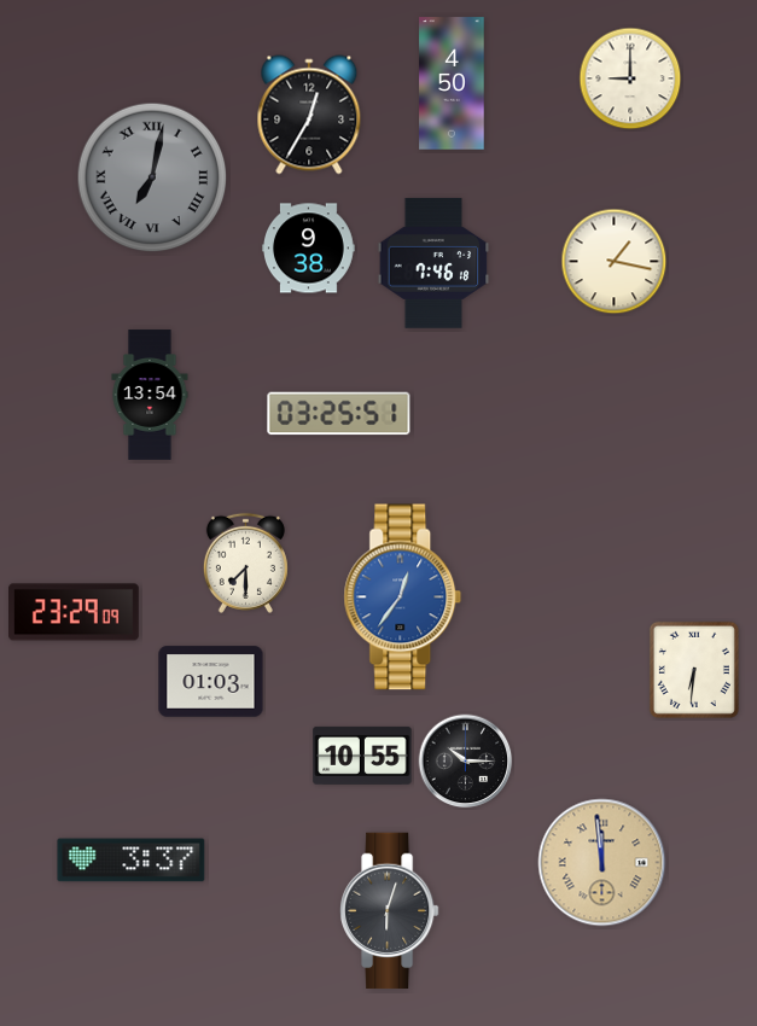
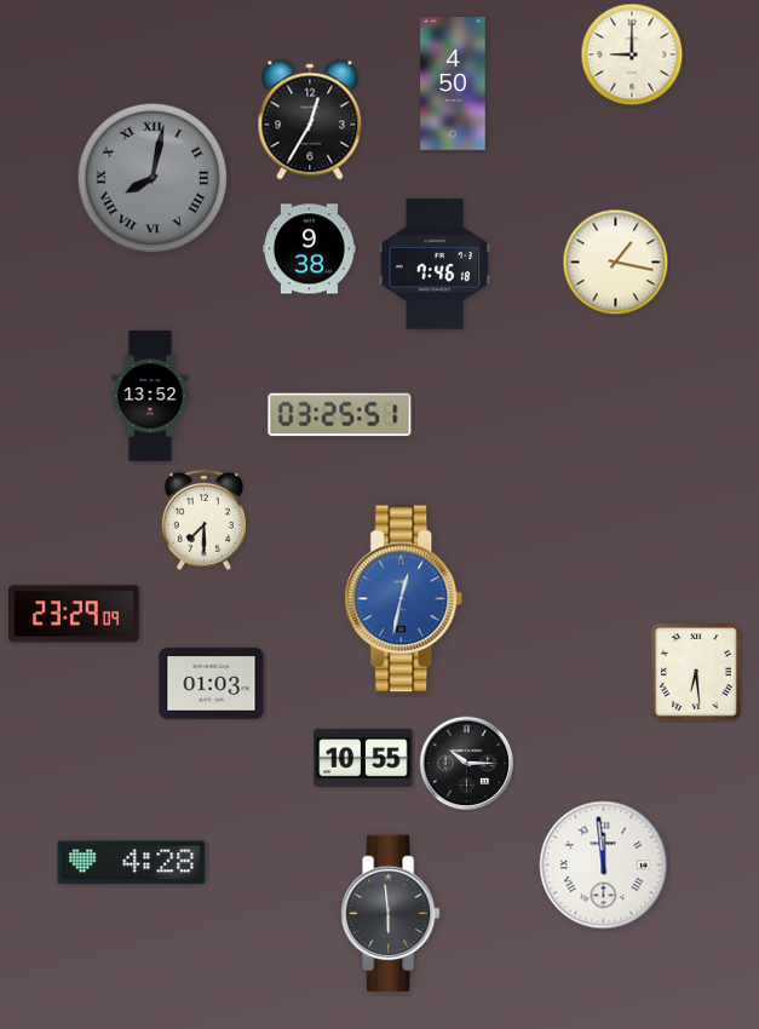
clock at (630, 78) position: (630, 78) -> (632, 54)
clock at (309, 115) position: (309, 115) -> (310, 120)
clock at (152, 177): 7:02 -> 8:02
clock at (150, 395): 13:54 -> 13:52
clock at (245, 562) position: (245, 562) -> (203, 519)
clock at (403, 597): 12:36 -> 12:32
clock at (694, 670): 6:31 -> 6:29
clock at (132, 861): 3:37 -> 4:28
clock at (602, 863) dial: champagne -> white
clock at (390, 911): 6:03 -> 5:59
